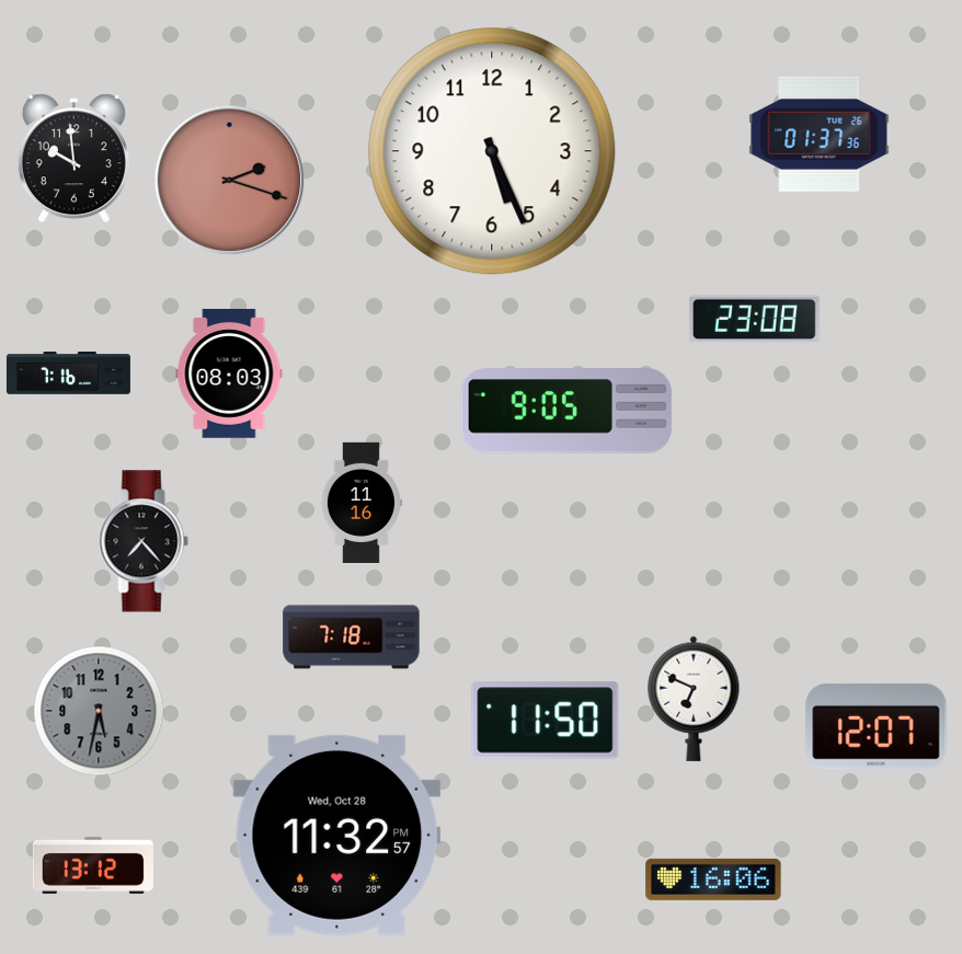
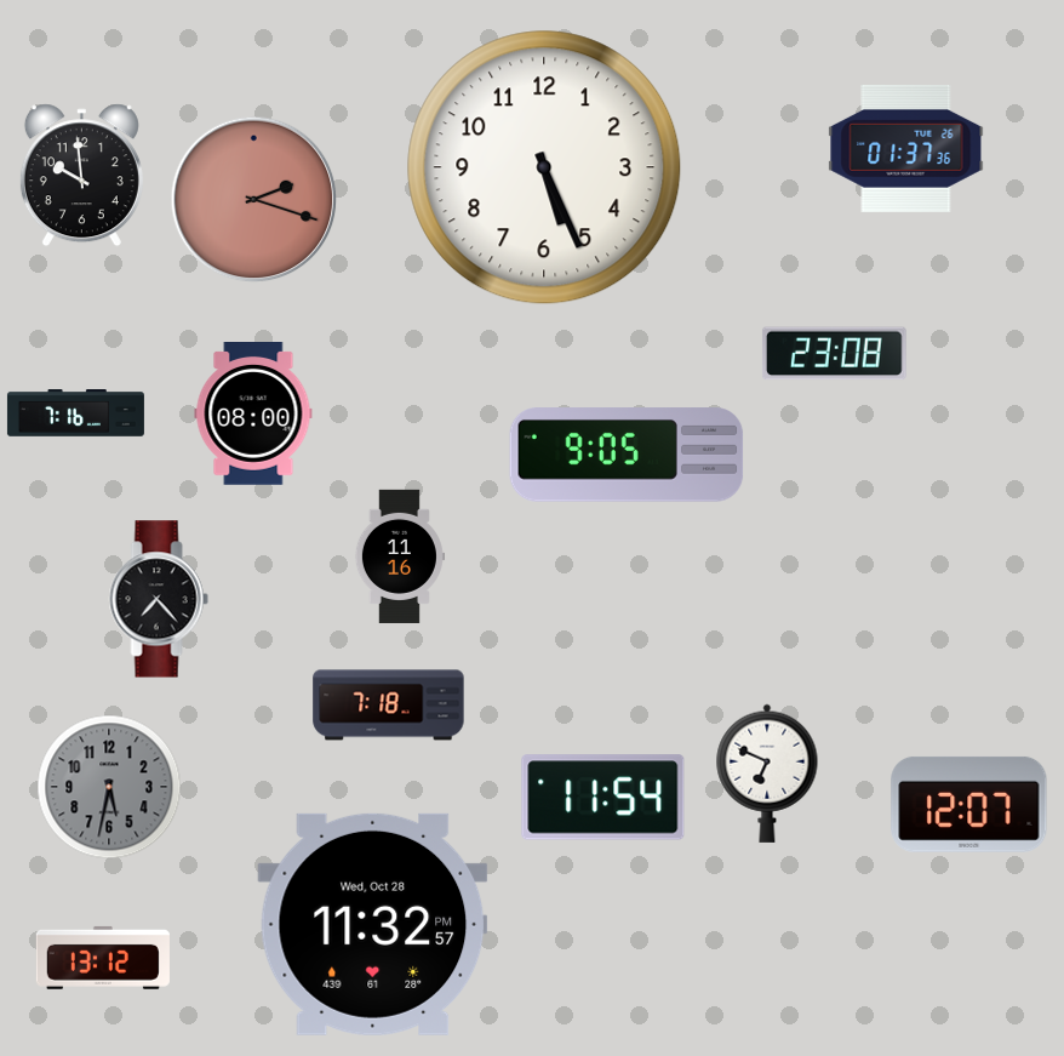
clock at (229, 375): 08:03 -> 08:00
clock at (546, 721): 11:50 -> 11:54
clock at (713, 880): 16:06 -> none
